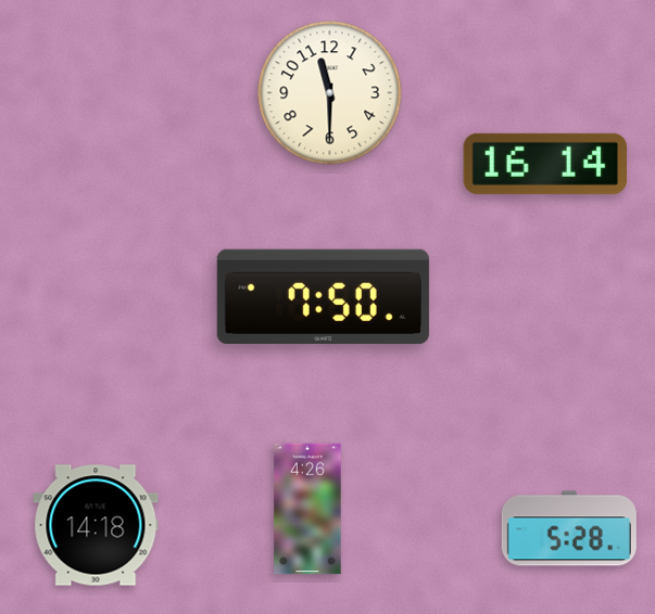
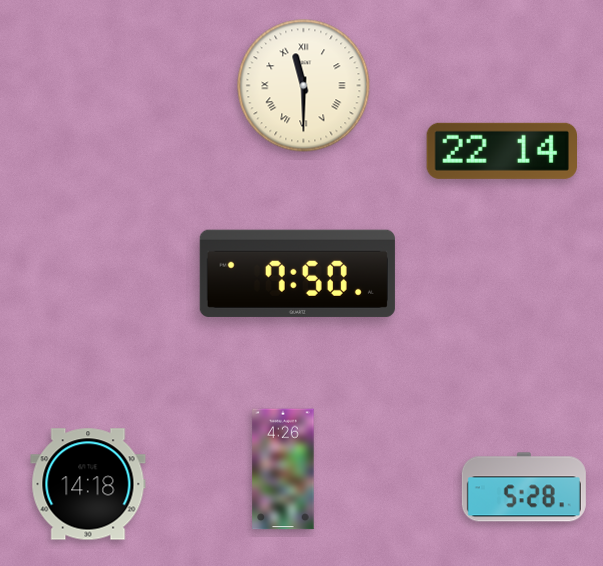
clock at (330, 93) numerals: Arabic -> Roman
clock at (544, 164): 16:14 -> 22:14
